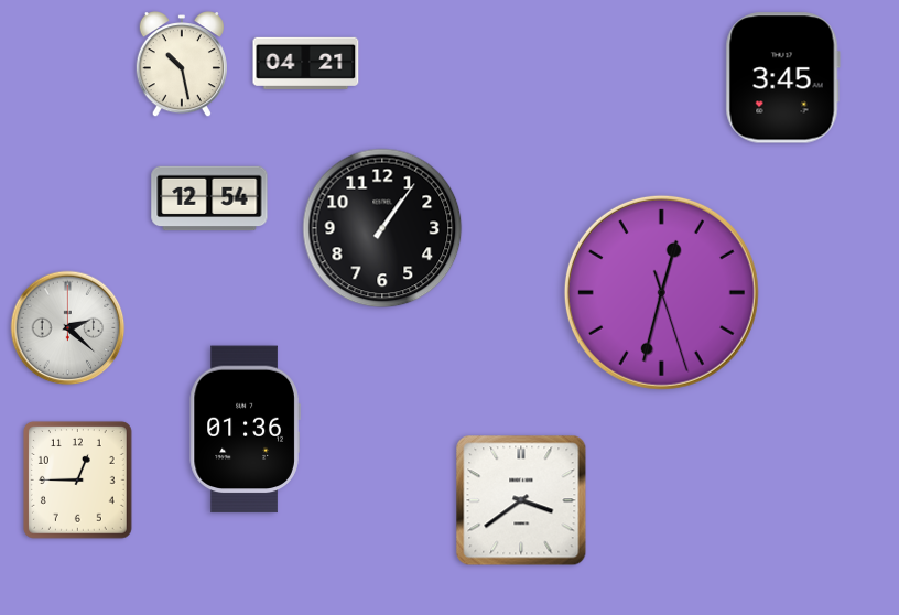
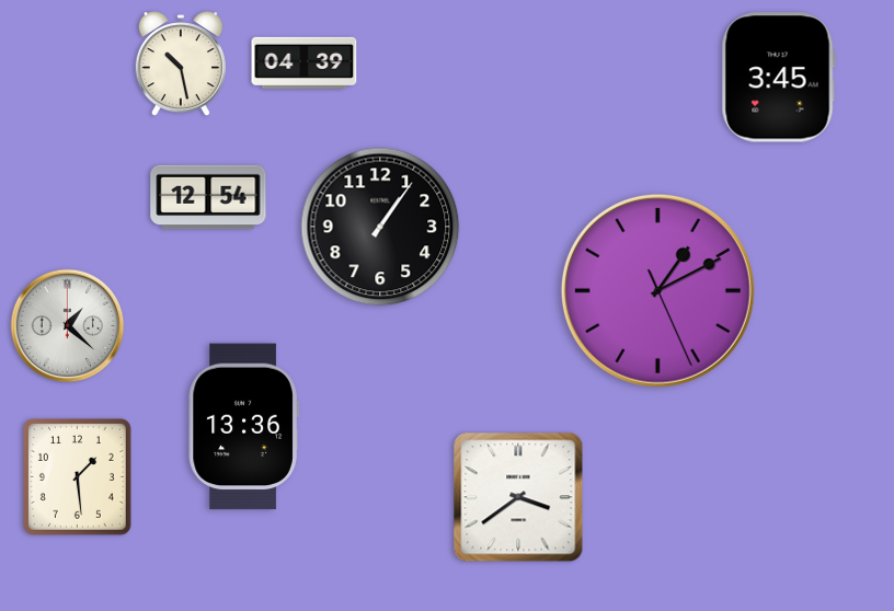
clock at (306, 63): 04:21 -> 04:39
clock at (661, 292): 12:32 -> 1:10
clock at (68, 328): 2:22 -> 1:22
clock at (245, 430): 01:36 -> 13:36
clock at (77, 479): 12:45 -> 1:29
